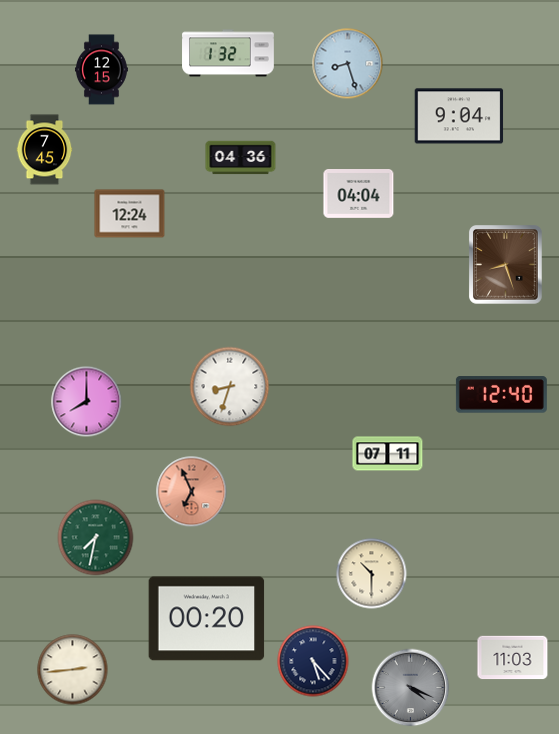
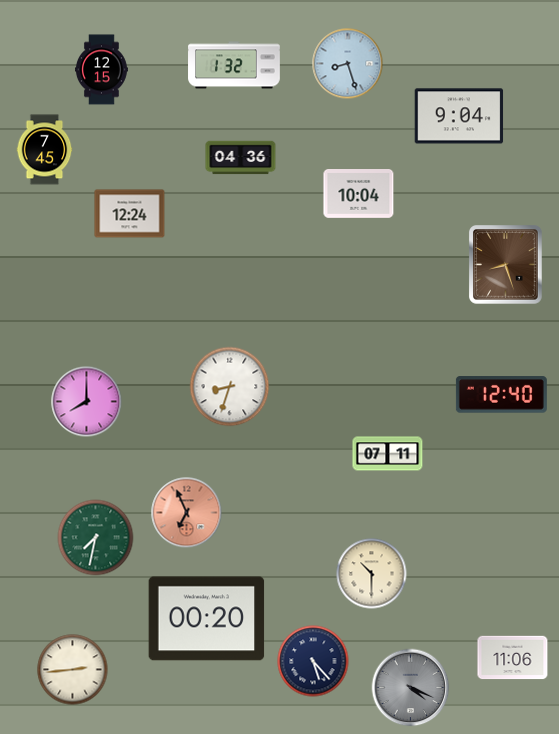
clock at (228, 53) position: (228, 53) -> (234, 65)
clock at (359, 194): 04:04 -> 10:04
clock at (192, 492) position: (192, 492) -> (187, 513)
clock at (513, 658): 11:03 -> 11:06
